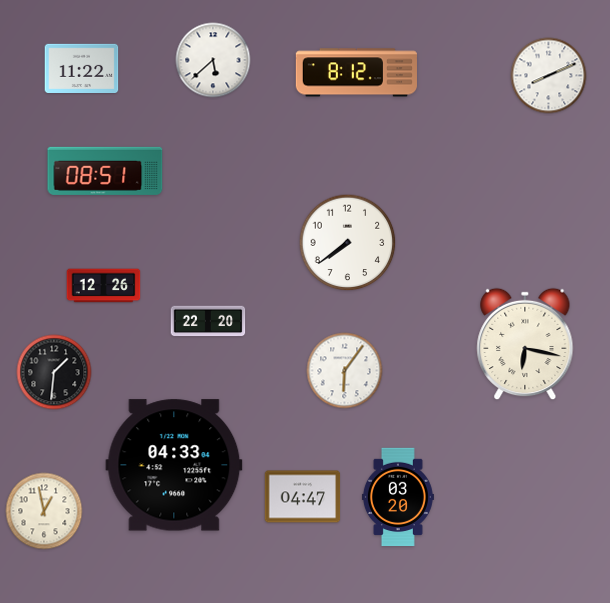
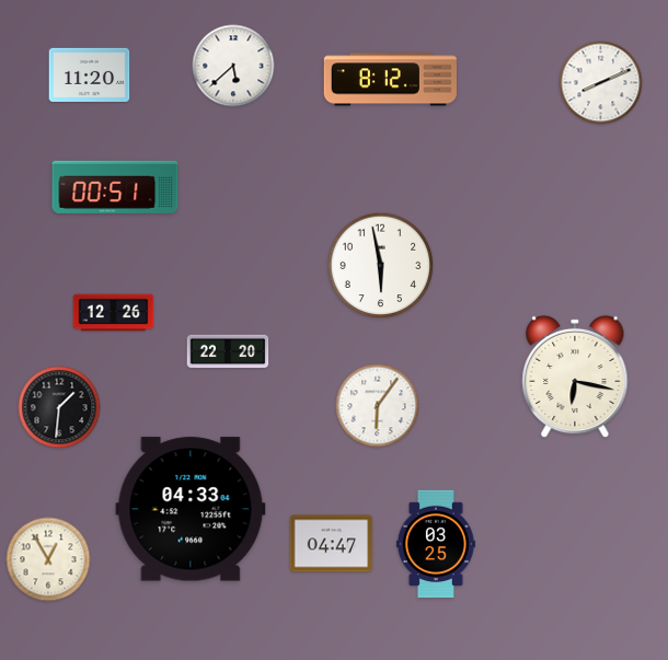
clock at (82, 68): 11:22 -> 11:20
clock at (105, 171): 08:51 -> 00:51
clock at (348, 243): 7:39 -> 5:58
clock at (398, 497): 03:20 -> 03:25
clock at (44, 511): 12:58 -> 12:55
